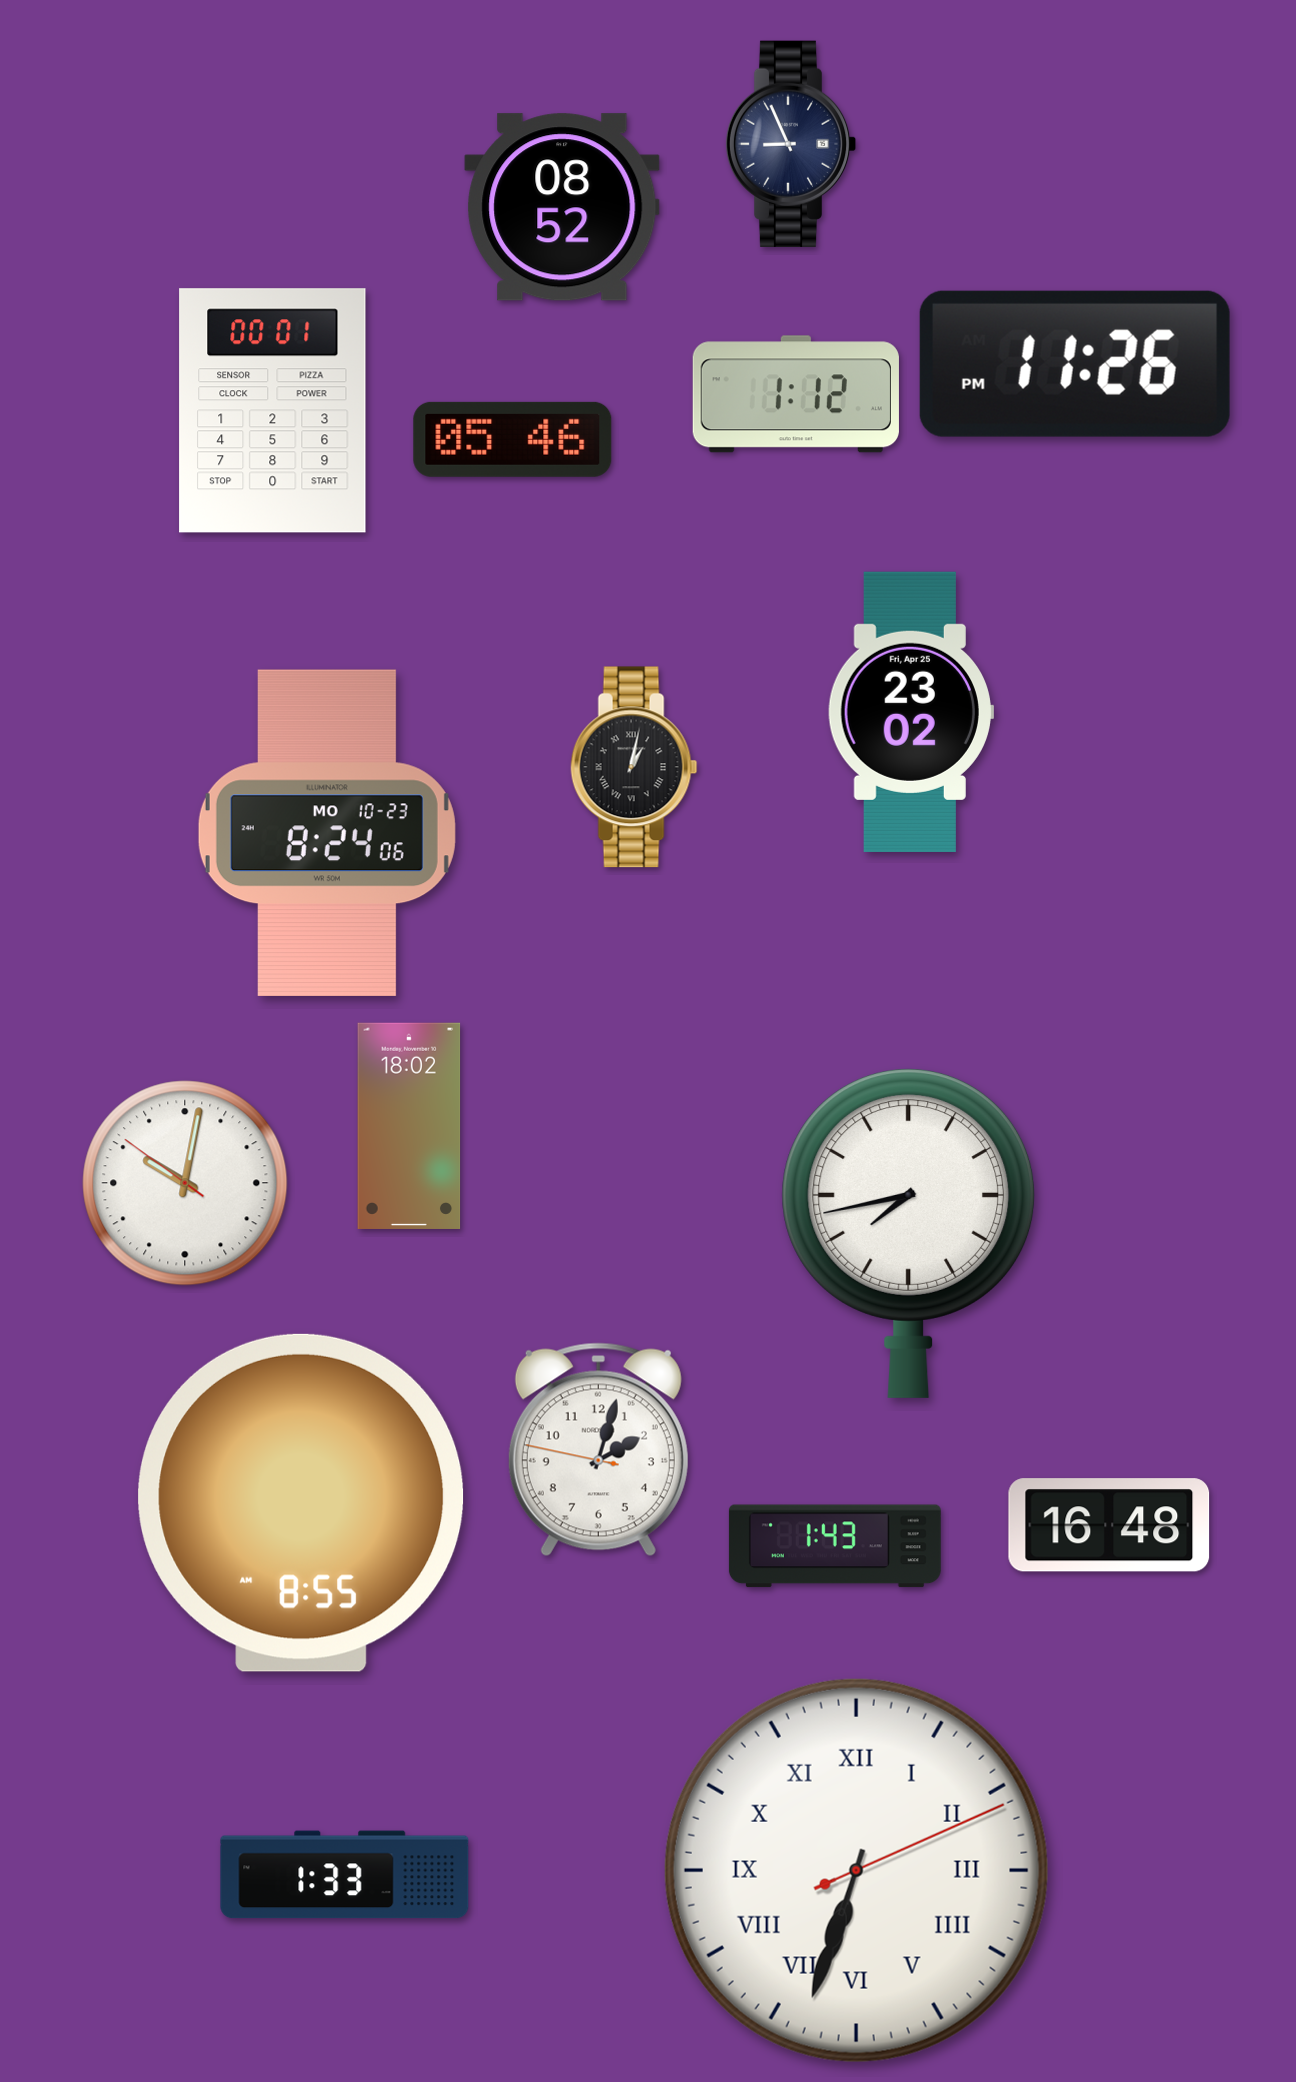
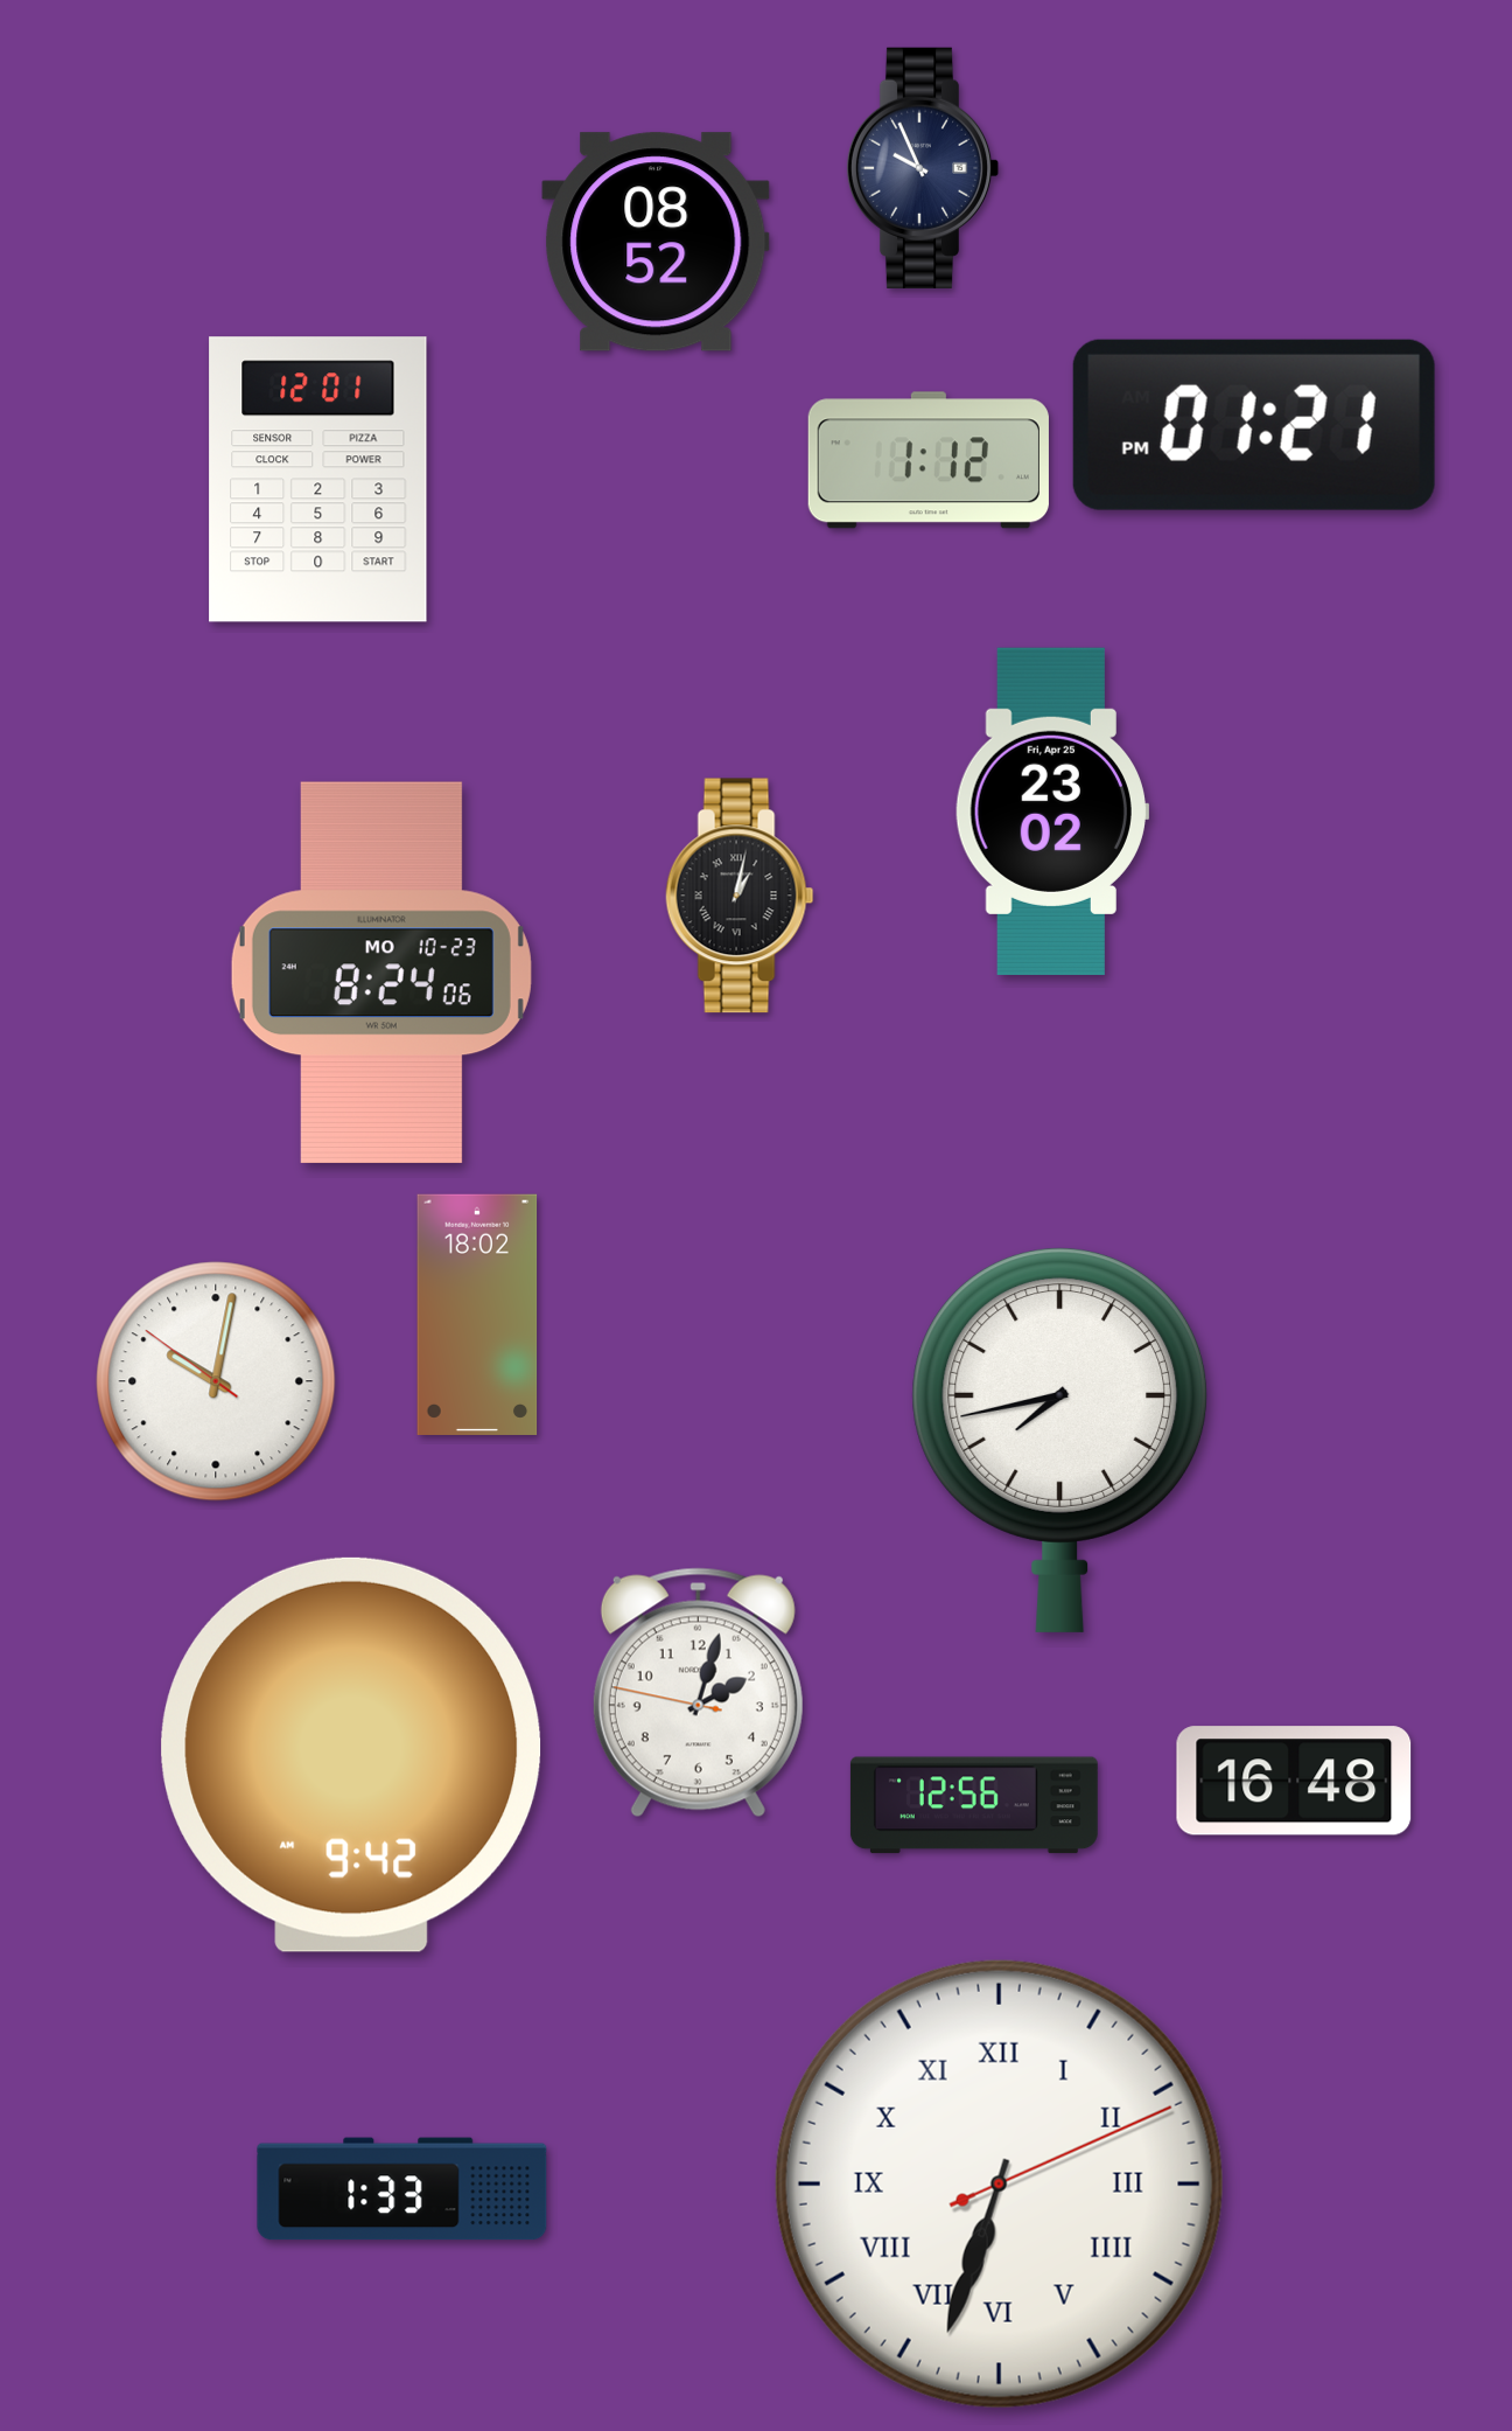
clock at (791, 144): 8:56 -> 9:56
clock at (1075, 364): 11:26 -> 01:21
clock at (273, 411): 00:01 -> 12:01
clock at (513, 439): 05:46 -> none
clock at (910, 712) position: (910, 712) -> (1051, 812)
clock at (301, 1503): 8:55 -> 9:42
clock at (835, 1546): 1:43 -> 12:56
